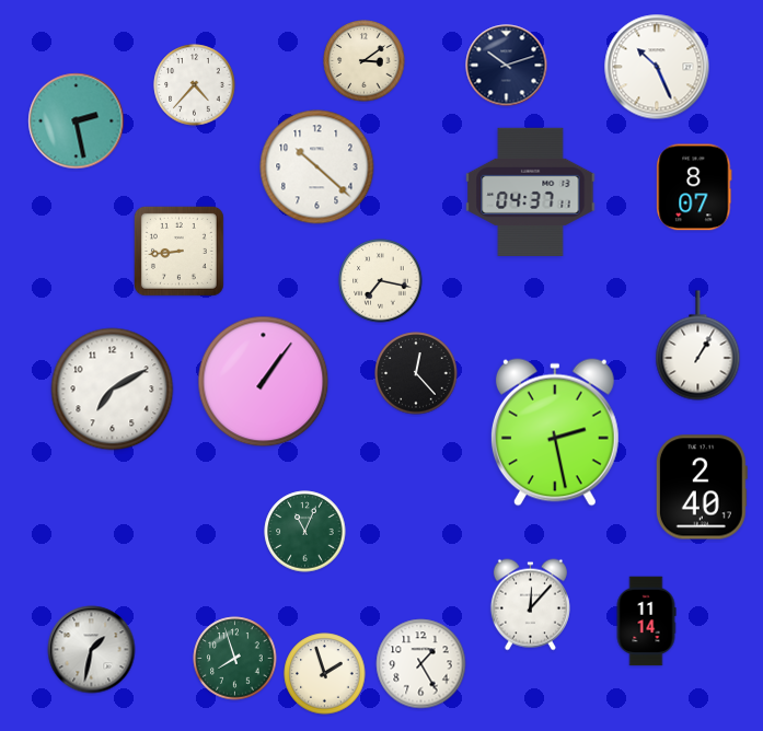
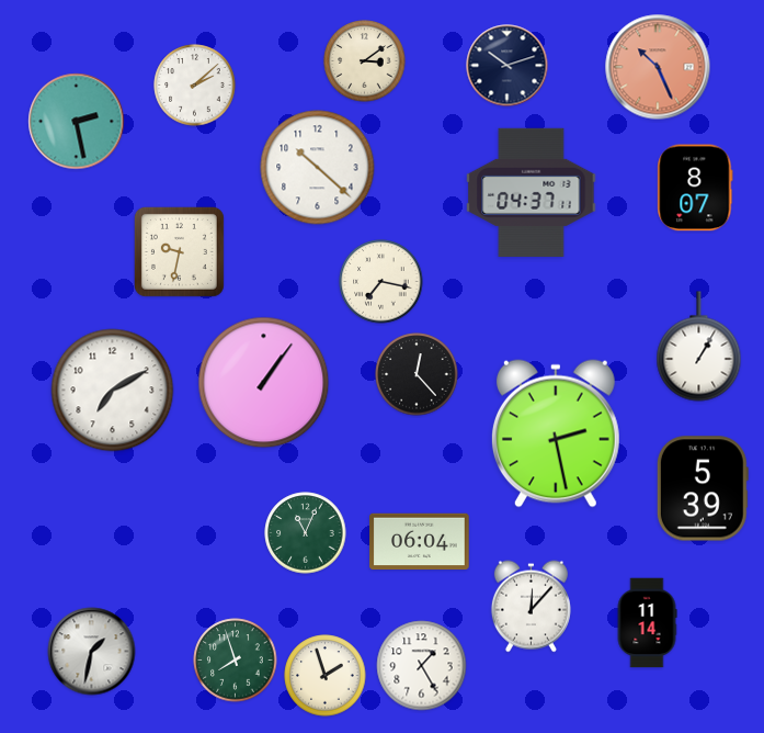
clock at (657, 67) dial: white -> salmon
clock at (195, 85): 4:37 -> 2:08
clock at (178, 251): 8:44 -> 9:32
clock at (702, 487): 2:40 -> 5:39
clock at (420, 542): none -> 06:04
